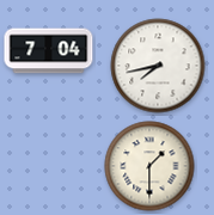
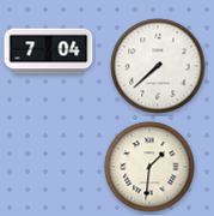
clock at (158, 66): 7:43 -> 7:38
clock at (149, 166): 1:30 -> 1:31
